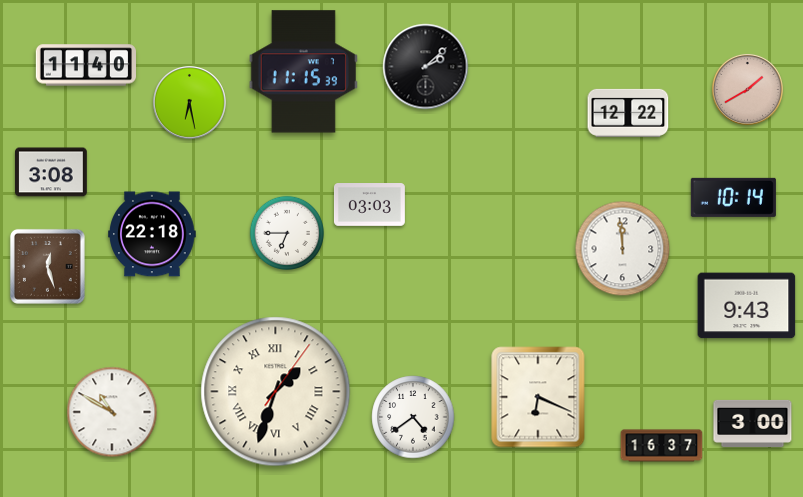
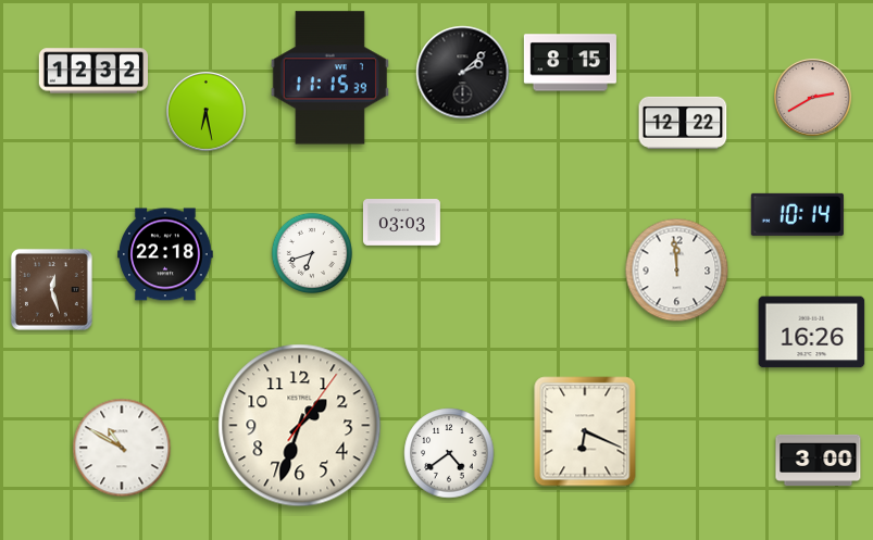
clock at (570, 63): none -> 8:15
clock at (85, 65): 11:40 -> 12:32
clock at (747, 89): 1:40 -> 2:40
clock at (52, 172): 3:08 -> none
clock at (286, 232): 6:45 -> 6:42
clock at (747, 306): 9:43 -> 16:26
clock at (276, 392) numerals: Roman -> Arabic
clock at (662, 446): 16:37 -> none
